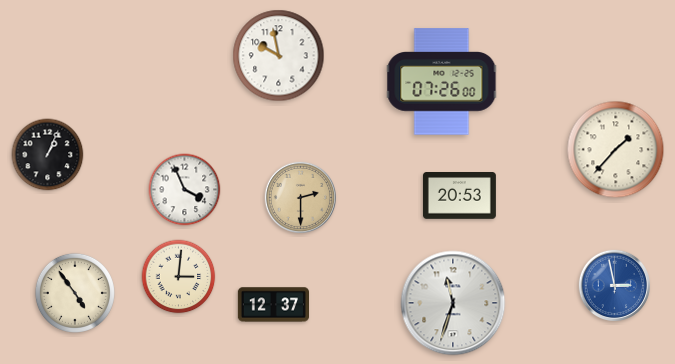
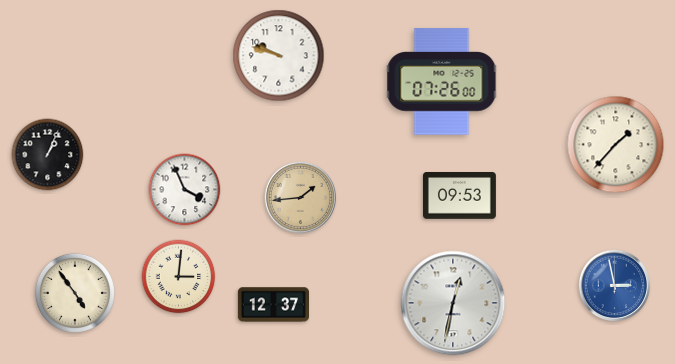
clock at (279, 56): 9:58 -> 9:48
clock at (616, 150) position: (616, 150) -> (616, 145)
clock at (459, 196): 20:53 -> 09:53
clock at (300, 197): 2:30 -> 1:44
clock at (453, 303): 11:33 -> 12:32
